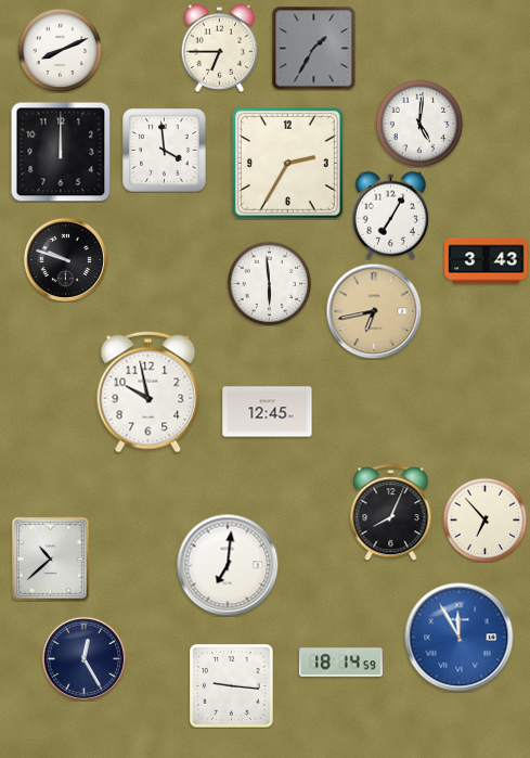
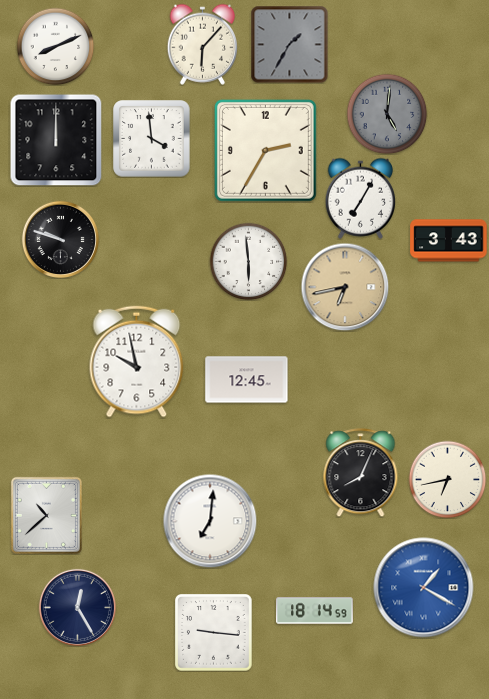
clock at (220, 48): 6:45 -> 6:07
clock at (419, 124) dial: white -> grey
clock at (484, 519): 6:53 -> 6:43
clock at (460, 638): 11:55 -> 1:20
